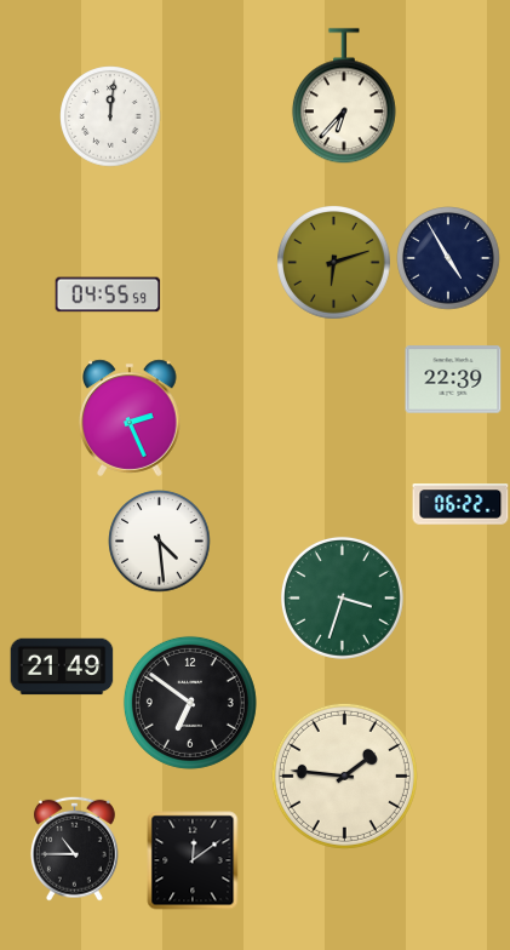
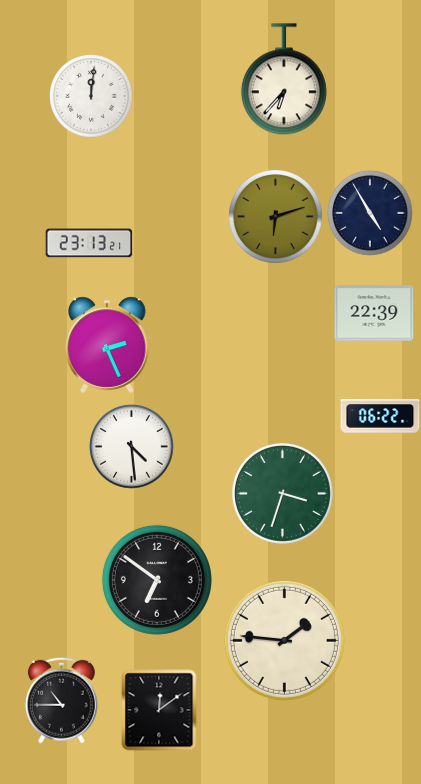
clock at (108, 294): 04:55 -> 23:13
clock at (62, 666): 21:49 -> none
